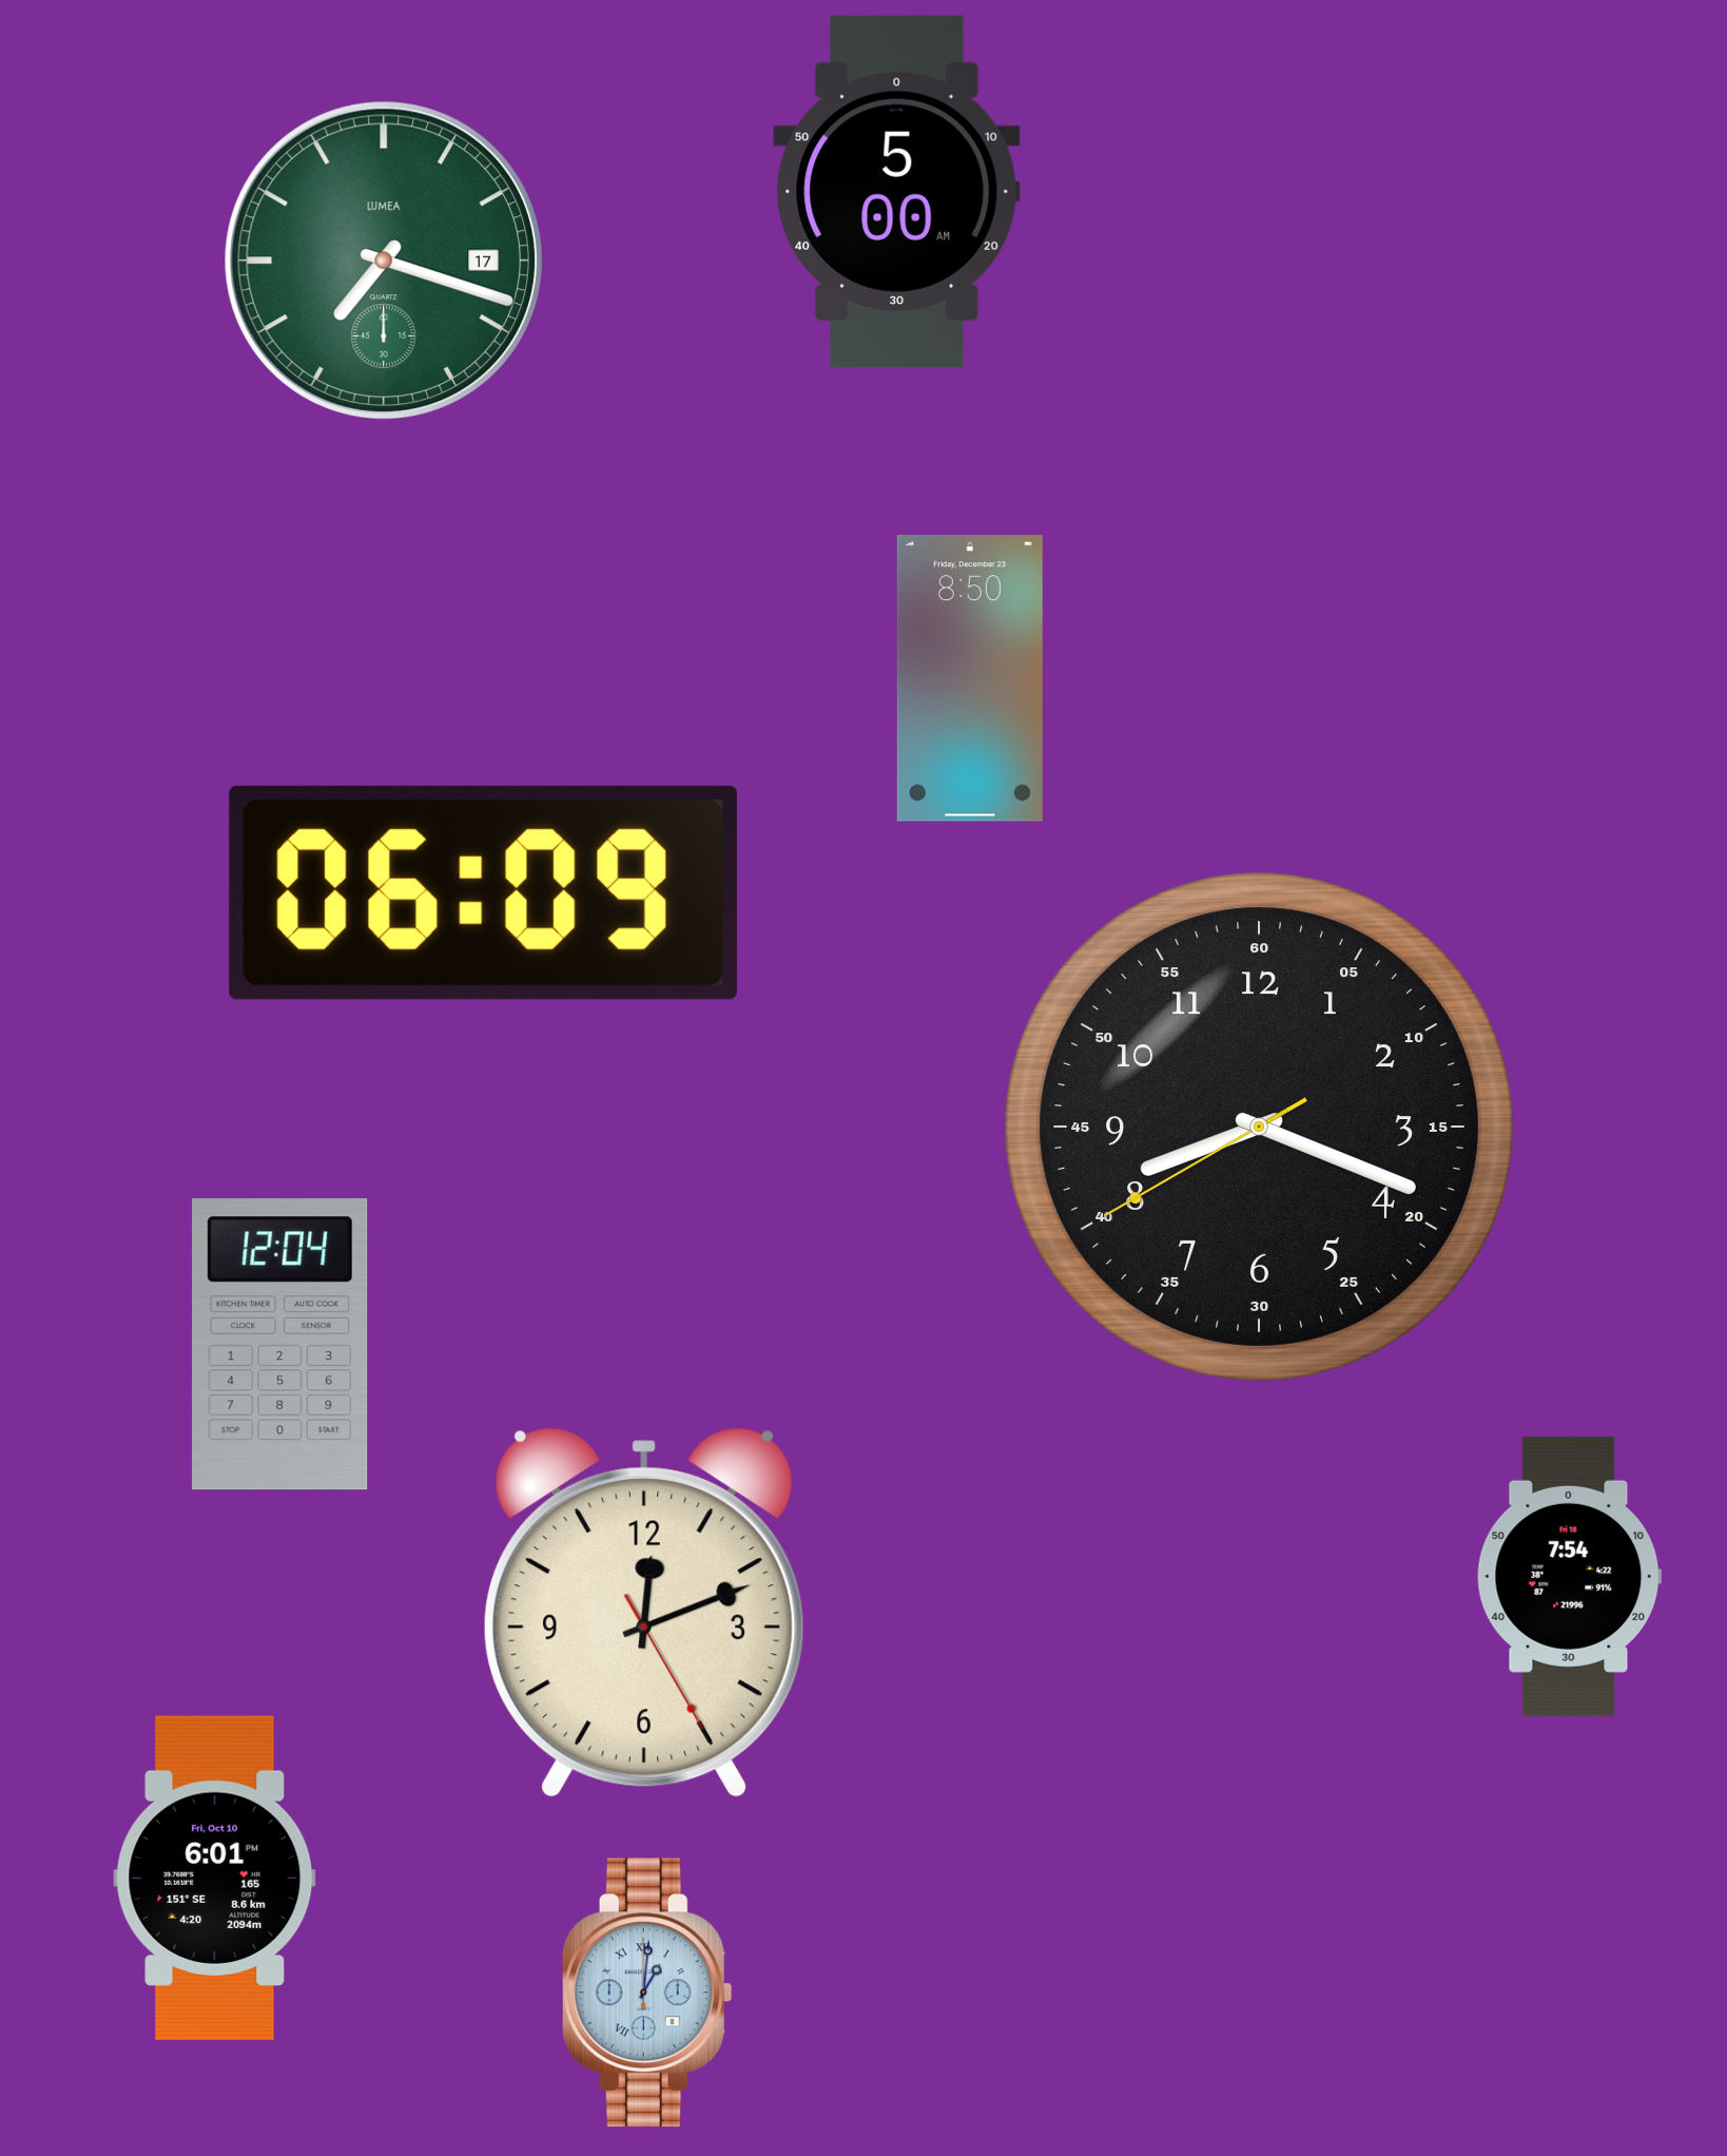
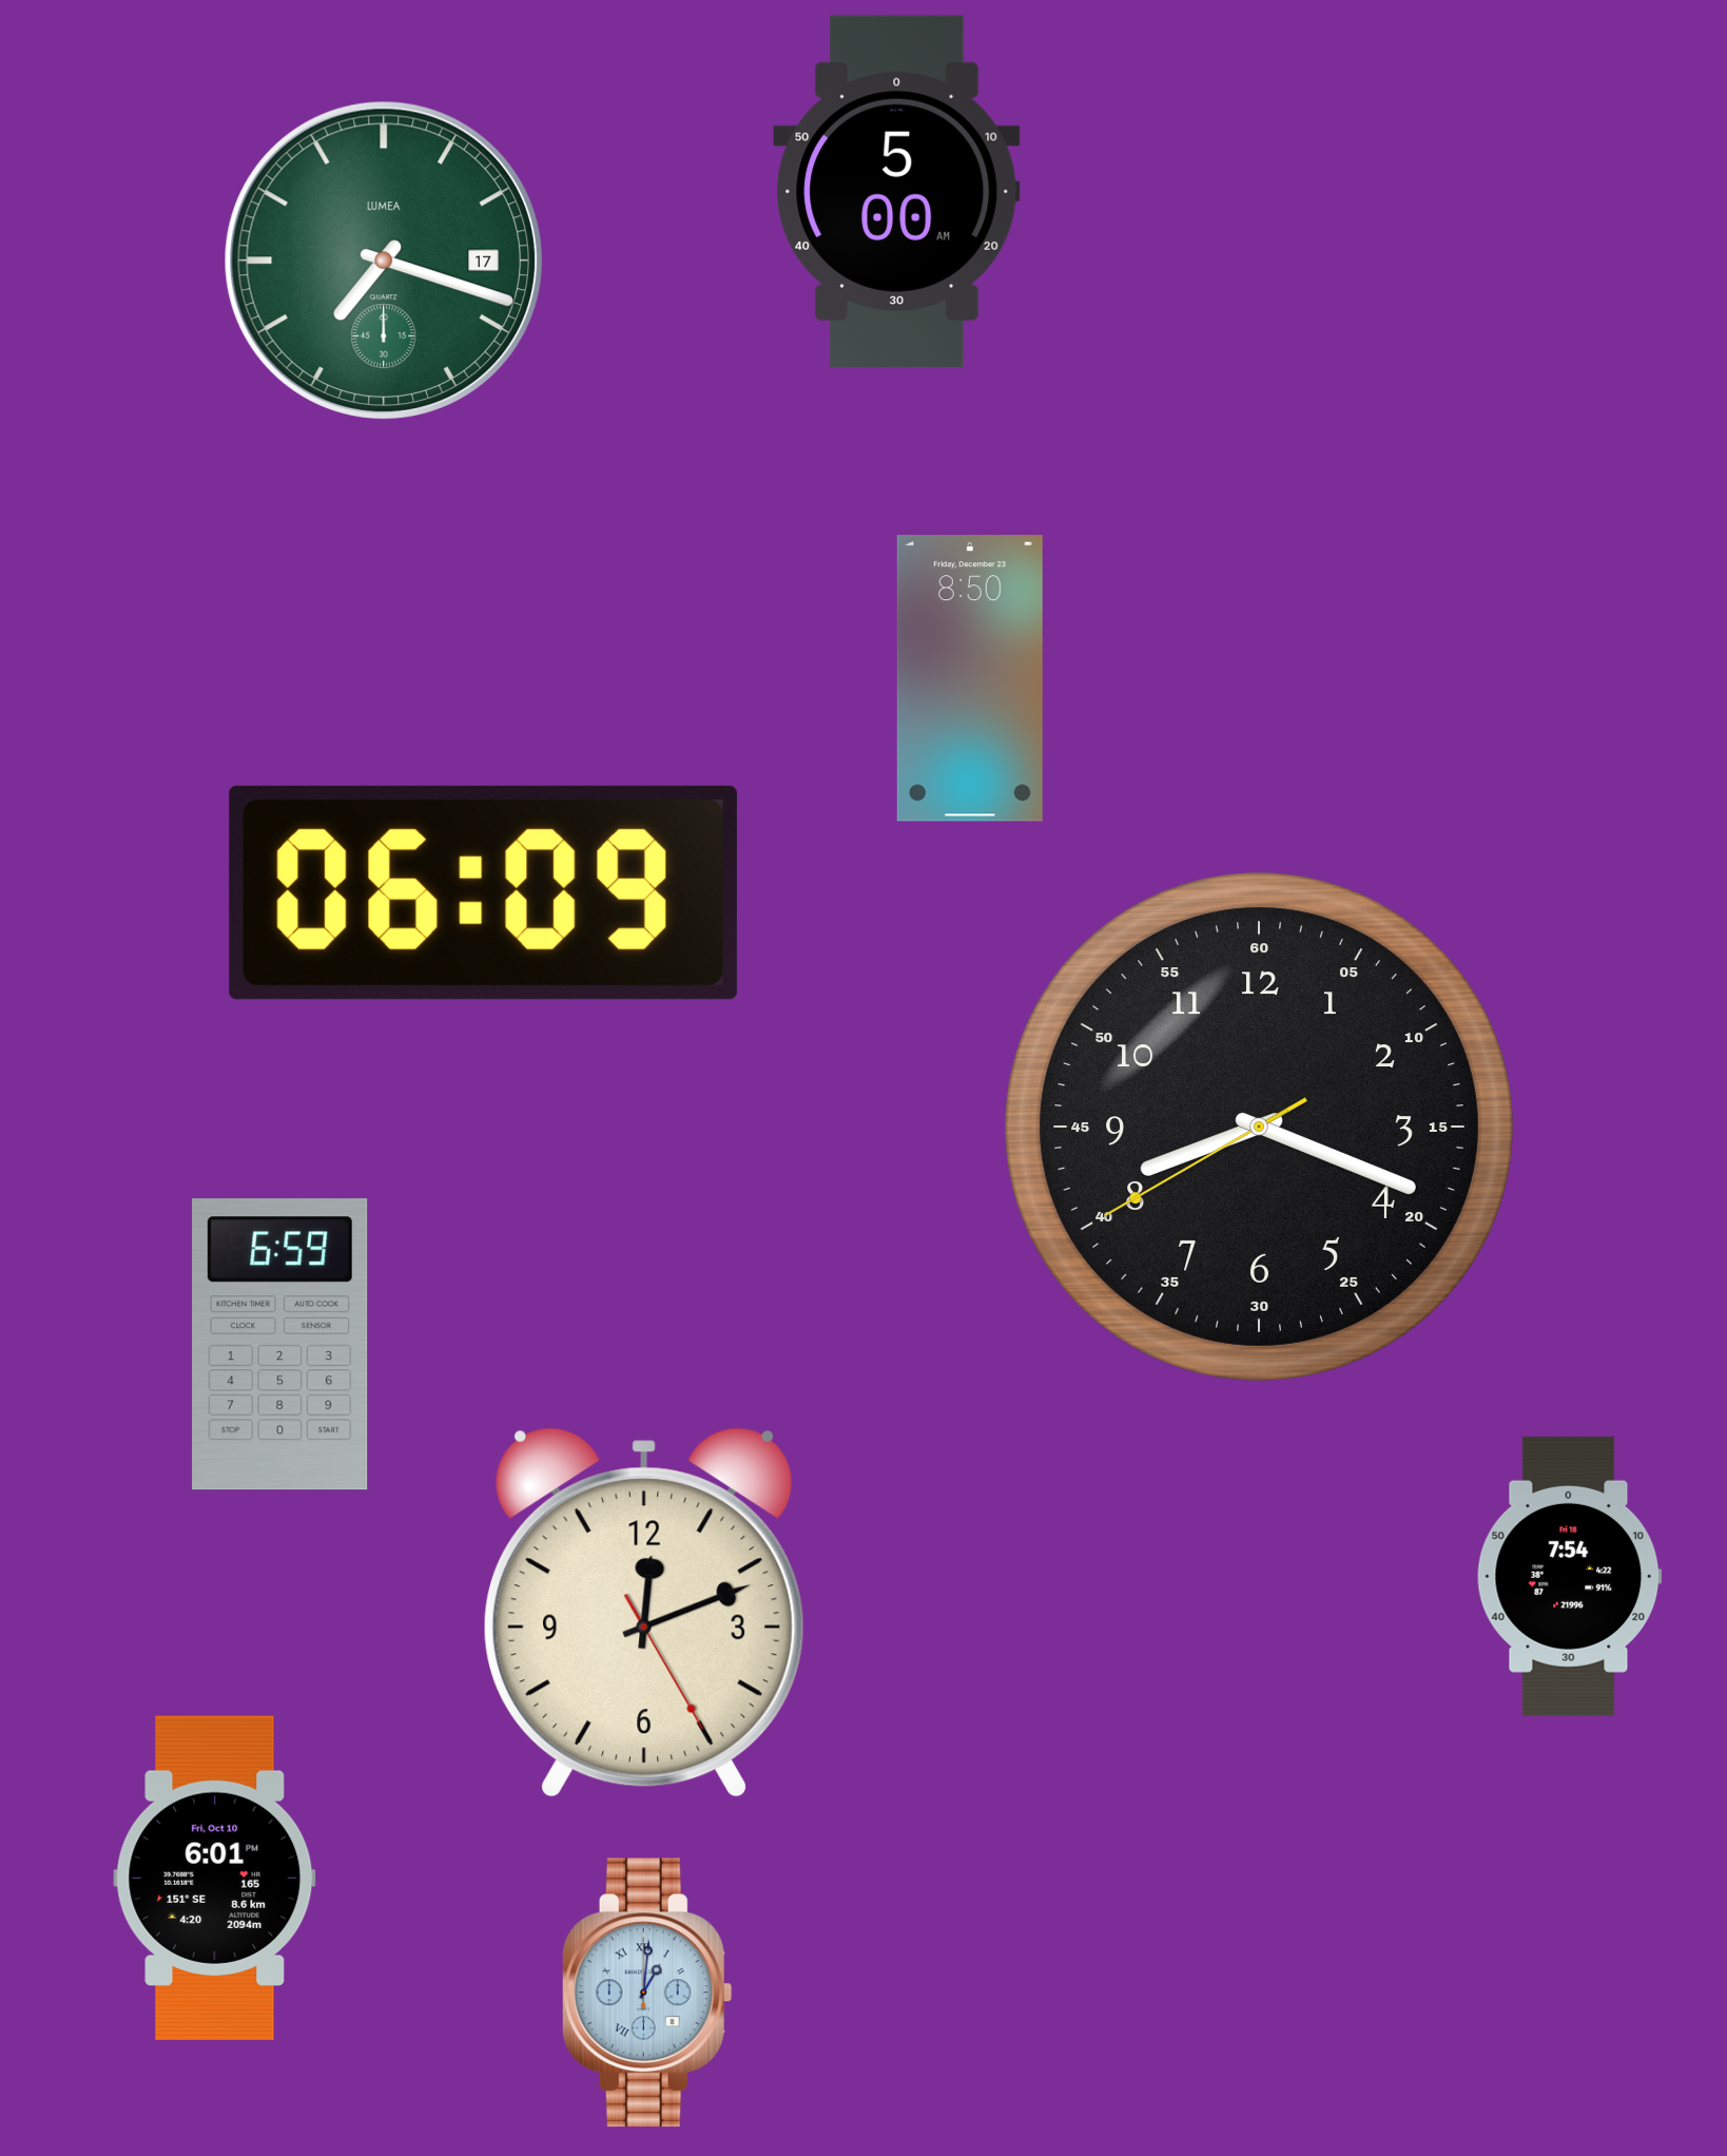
clock at (280, 1345): 12:04 -> 6:59
